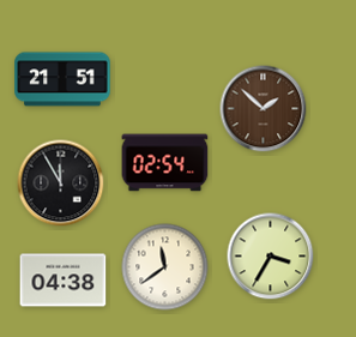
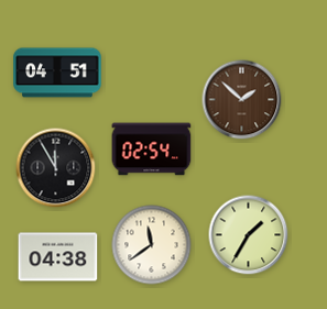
clock at (62, 79): 21:51 -> 04:51
clock at (271, 257): 3:35 -> 1:35
